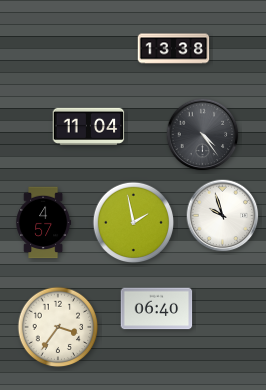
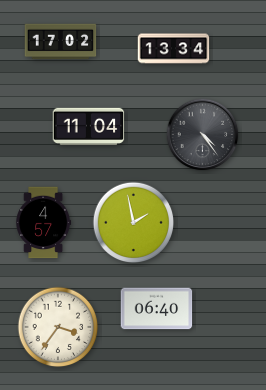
clock at (61, 42): none -> 17:02
clock at (174, 49): 13:38 -> 13:34
clock at (223, 216): 9:57 -> none
